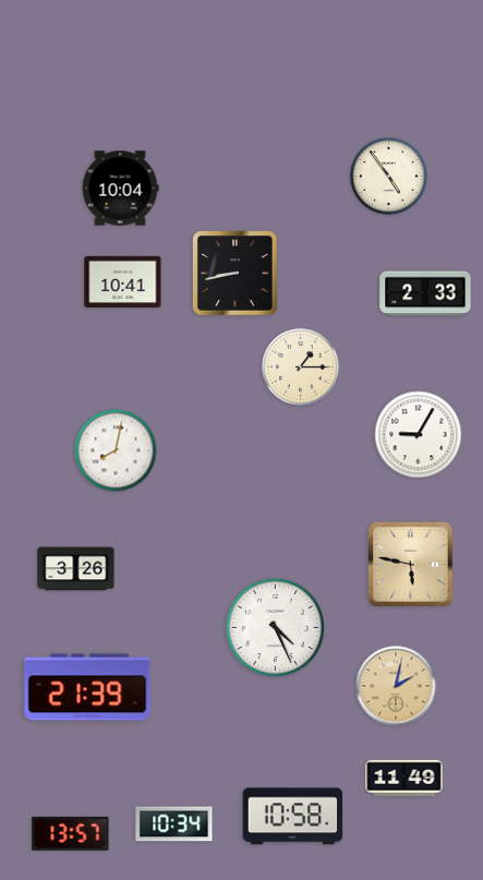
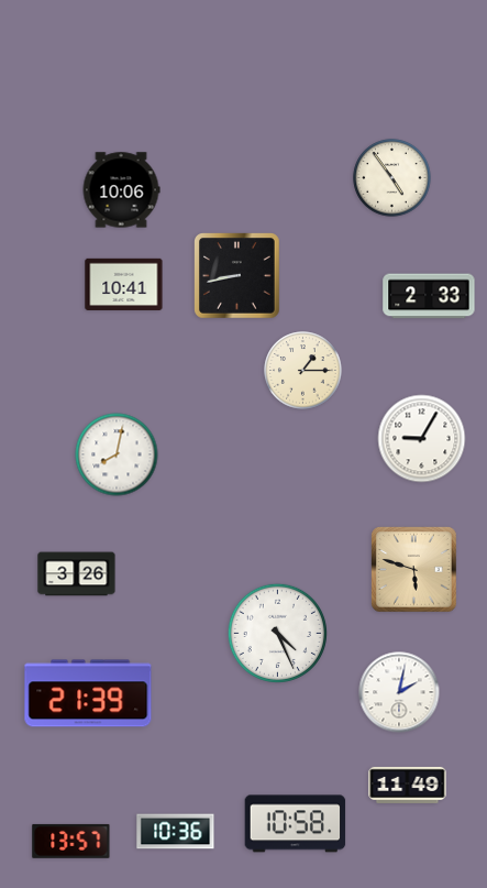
clock at (120, 189): 10:04 -> 10:06
clock at (411, 565): 5:47 -> 5:48
clock at (396, 686) dial: champagne -> white
clock at (174, 824): 10:34 -> 10:36
